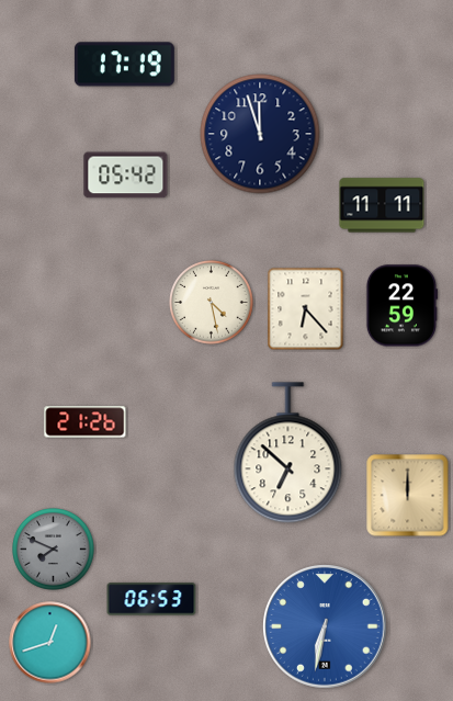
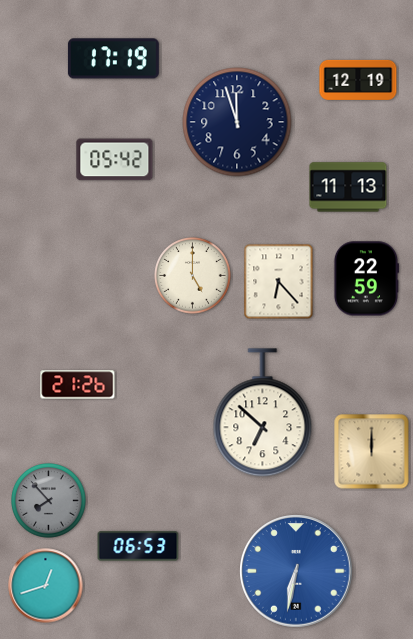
clock at (358, 80): none -> 12:19
clock at (382, 205): 11:11 -> 11:13
clock at (212, 303): 4:28 -> 5:00
clock at (54, 550): 7:49 -> 7:53
